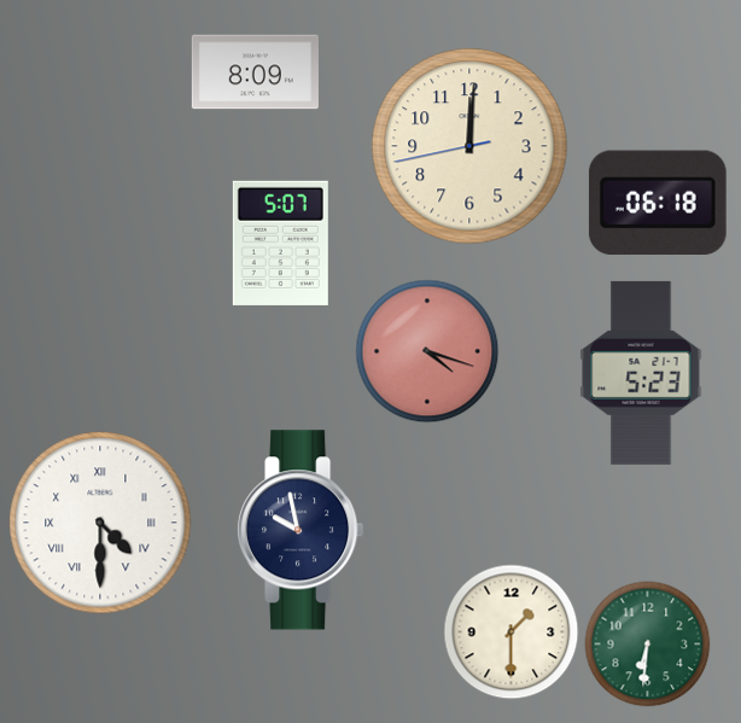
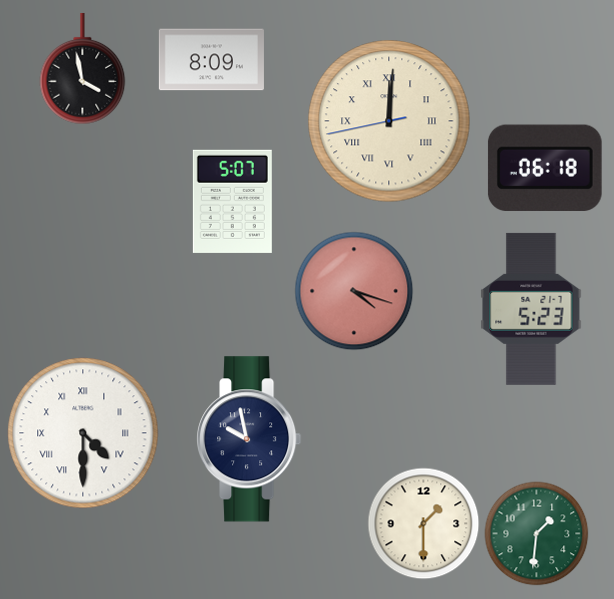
clock at (83, 69): none -> 3:58
clock at (469, 146) numerals: Arabic -> Roman
clock at (648, 645): 6:31 -> 1:31
